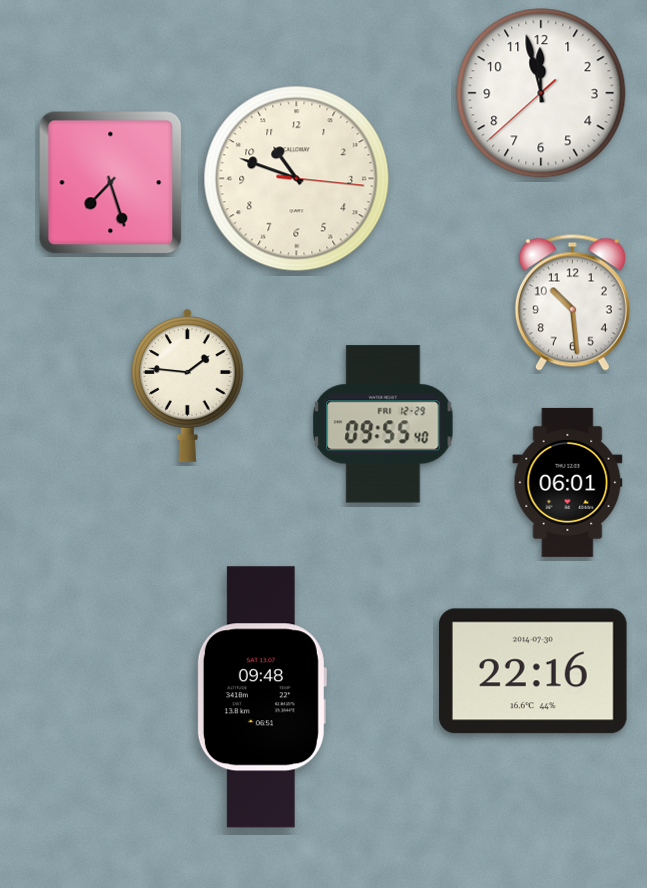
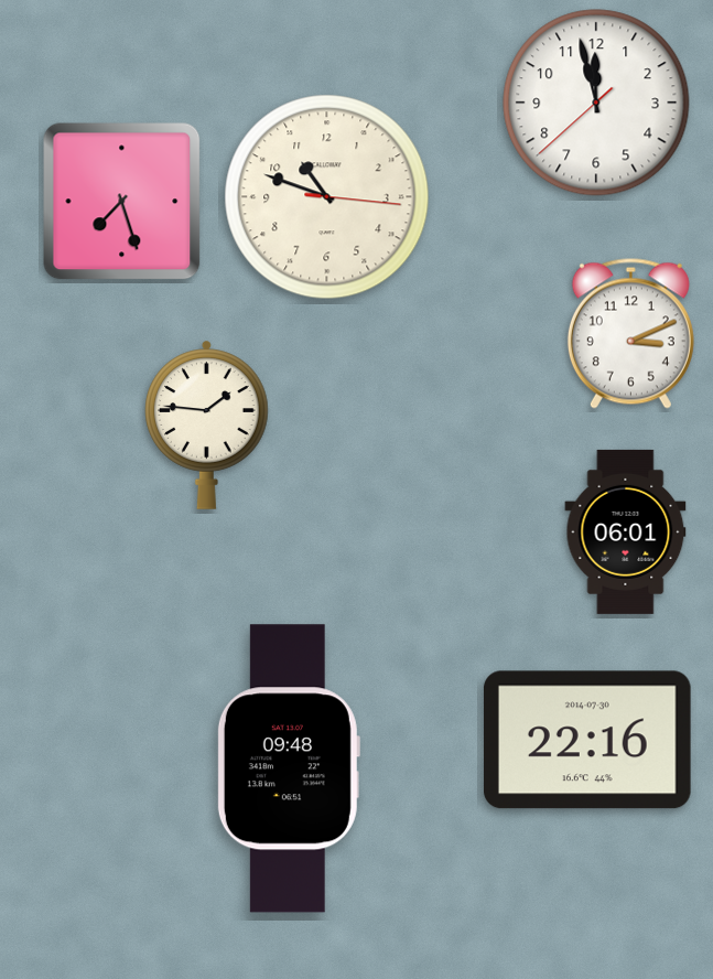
clock at (572, 302): 10:29 -> 3:11
clock at (383, 424): 09:55 -> none
